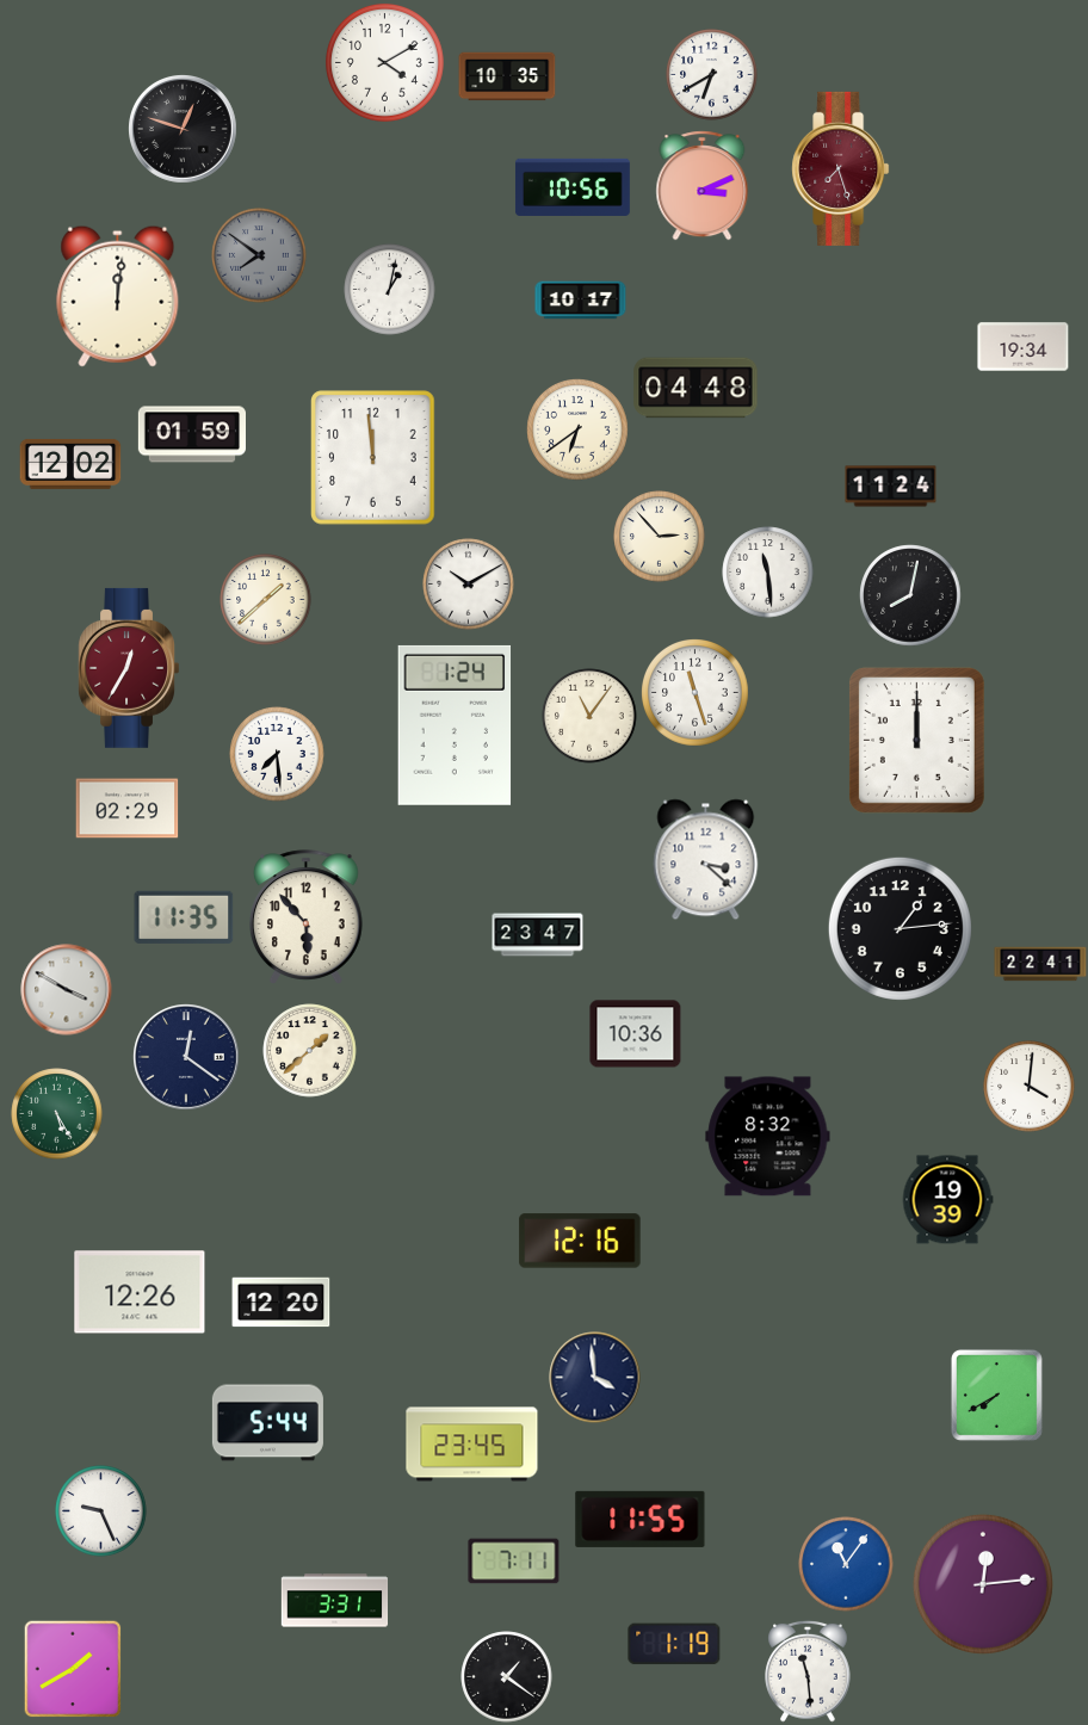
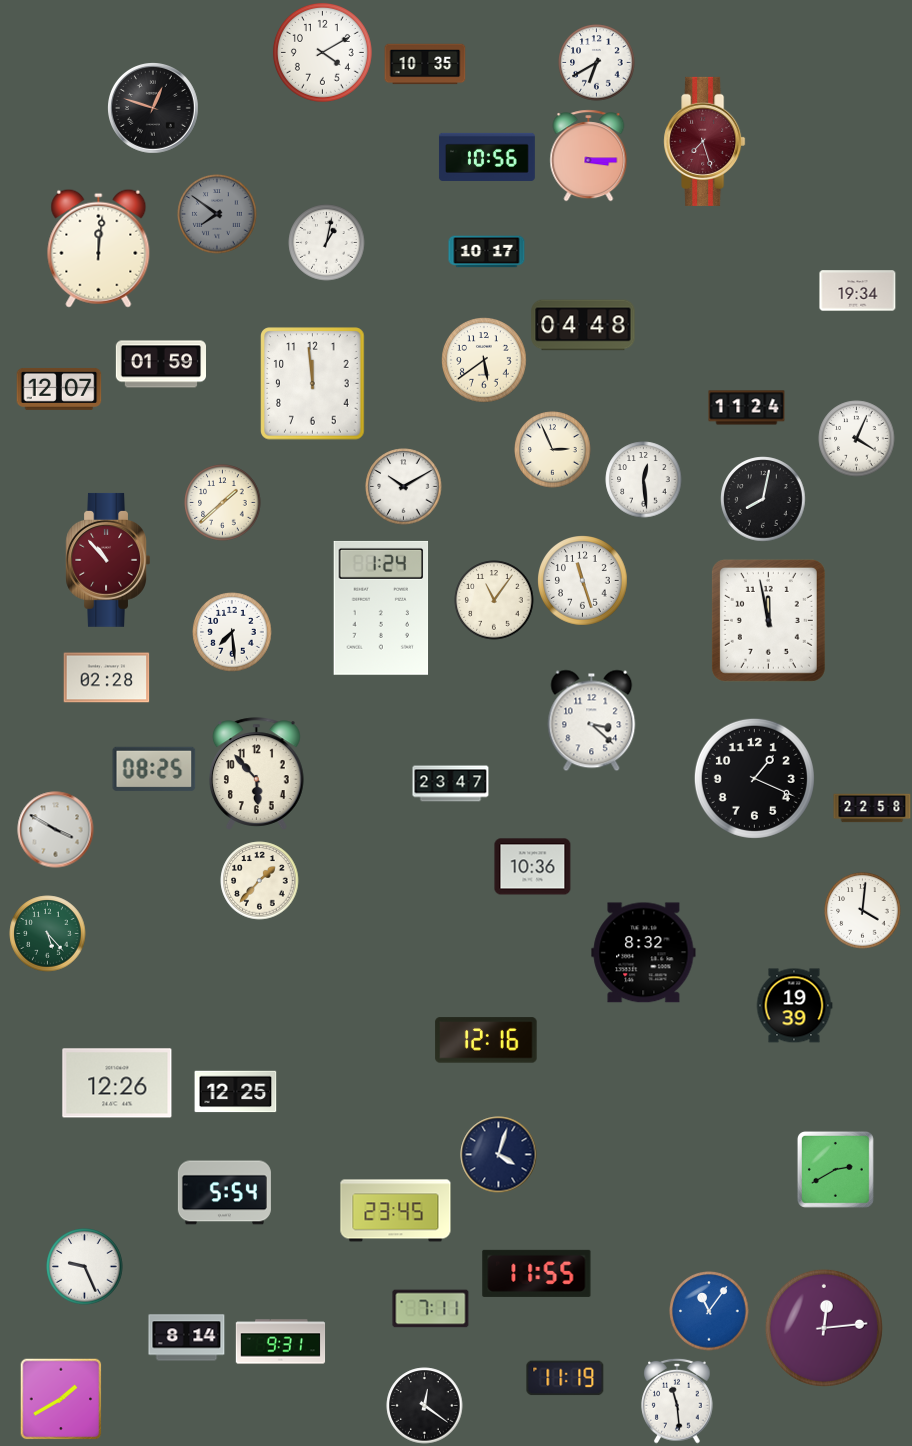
clock at (703, 186): 3:11 -> 3:15
clock at (573, 187) position: (573, 187) -> (487, 157)
clock at (577, 429): 6:39 -> 5:39
clock at (70, 464): 12:02 -> 12:07
clock at (857, 439): none -> 4:04
clock at (660, 537): 2:53 -> 2:56
clock at (768, 573): 11:29 -> 12:29
clock at (469, 585) position: (469, 585) -> (404, 487)
clock at (129, 668): 12:35 -> 10:53
clock at (916, 740): 12:00 -> 11:58
clock at (128, 809): 02:29 -> 02:28
clock at (184, 917): 11:35 -> 08:25
clock at (305, 917) position: (305, 917) -> (256, 774)
clock at (900, 928): 1:14 -> 1:19
clock at (1040, 964): 22:41 -> 22:58
clock at (310, 1051): 1:38 -> 1:37
clock at (186, 1057): 12:21 -> none
clock at (57, 1114): 5:25 -> 5:23
clock at (282, 1303): 12:20 -> 12:25
clock at (595, 1378): 3:59 -> 4:03
clock at (996, 1395): 7:40 -> 2:40
clock at (267, 1423): 5:44 -> 5:54
clock at (187, 1338): none -> 8:14
clock at (335, 1601): 3:31 -> 9:31
clock at (674, 1644): 1:19 -> 11:19
clock at (507, 1677): 1:21 -> 12:21
